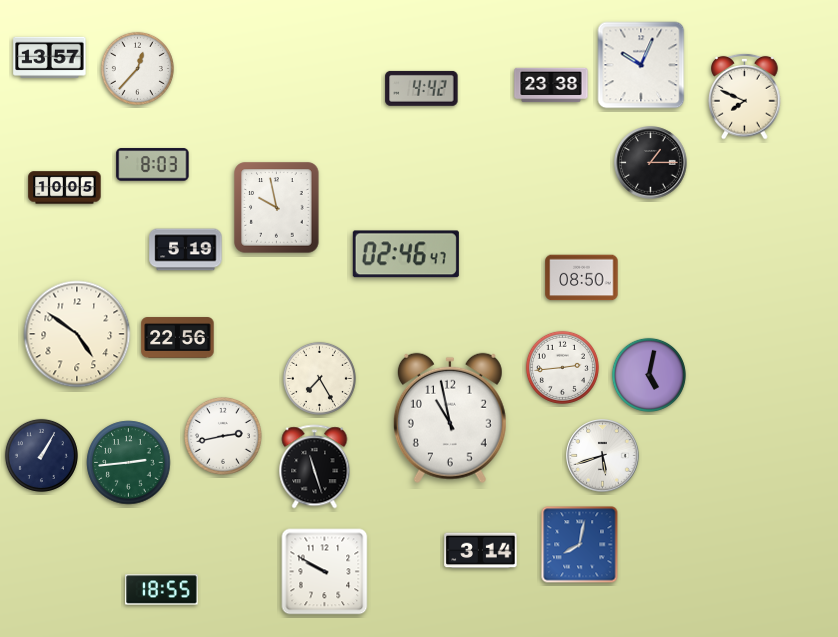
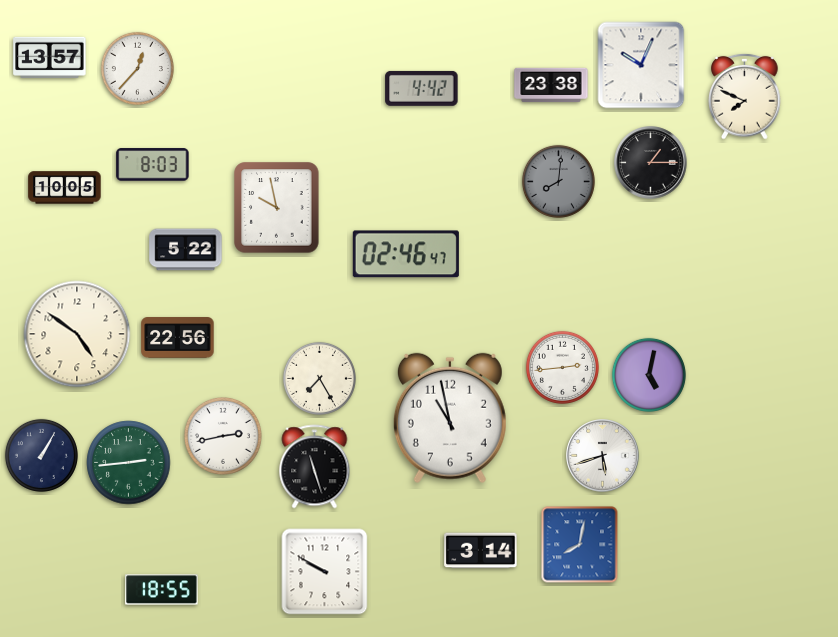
clock at (558, 181): none -> 8:01
clock at (186, 250): 5:19 -> 5:22
clock at (582, 278): 08:50 -> none
